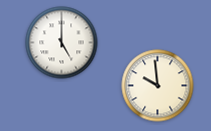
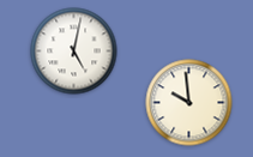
clock at (62, 43): 5:00 -> 5:02
